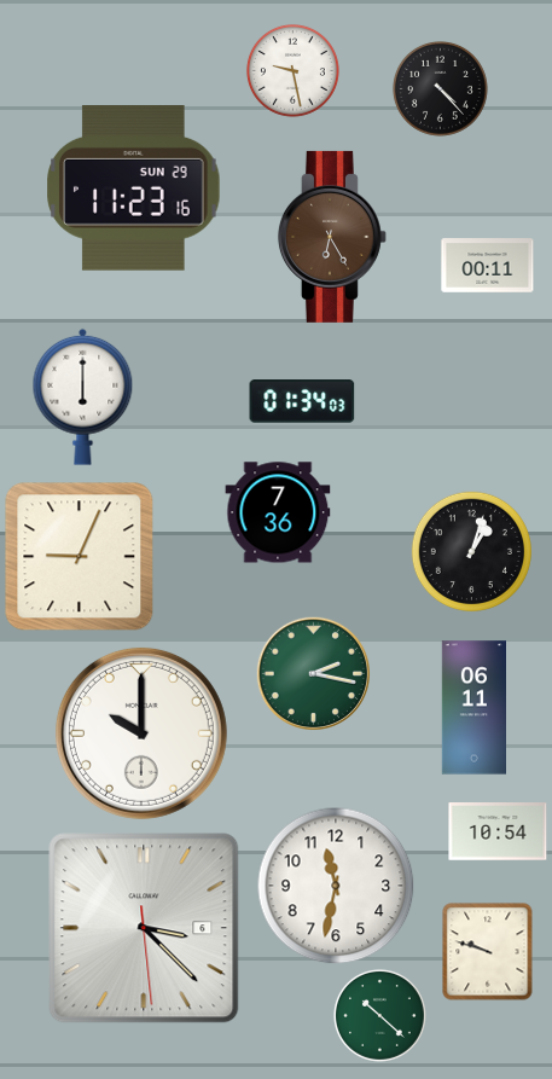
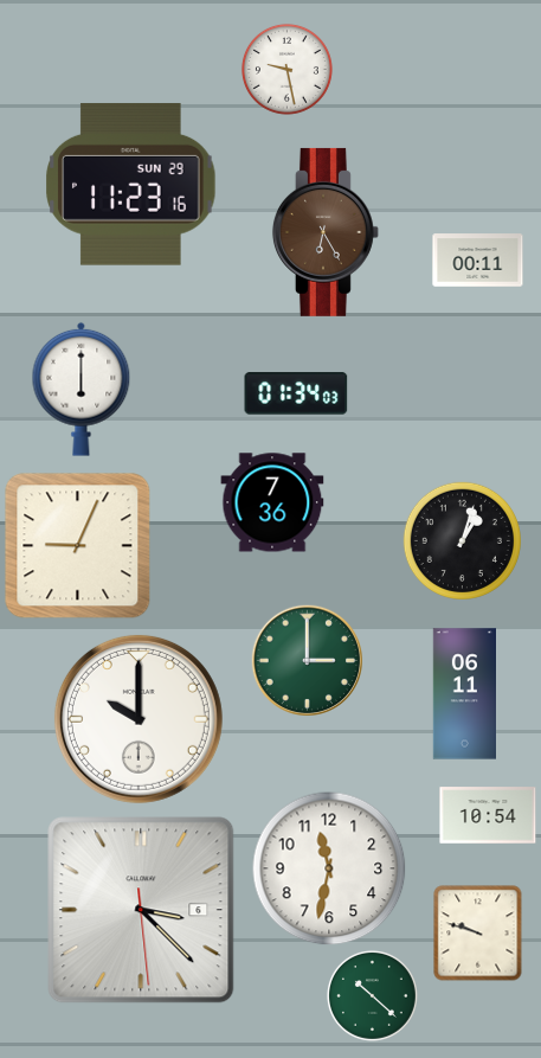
clock at (440, 88): 4:23 -> none
clock at (313, 673): 2:17 -> 3:00
